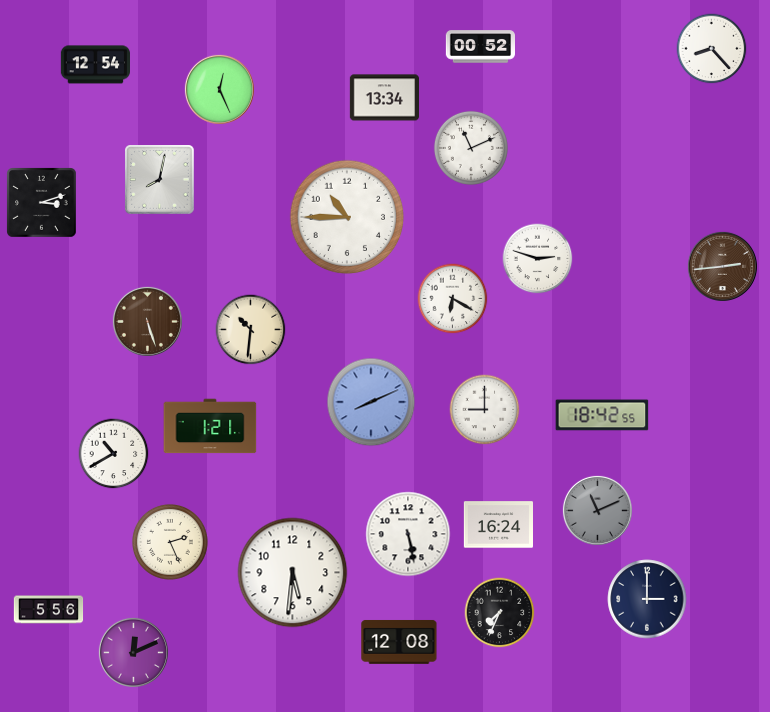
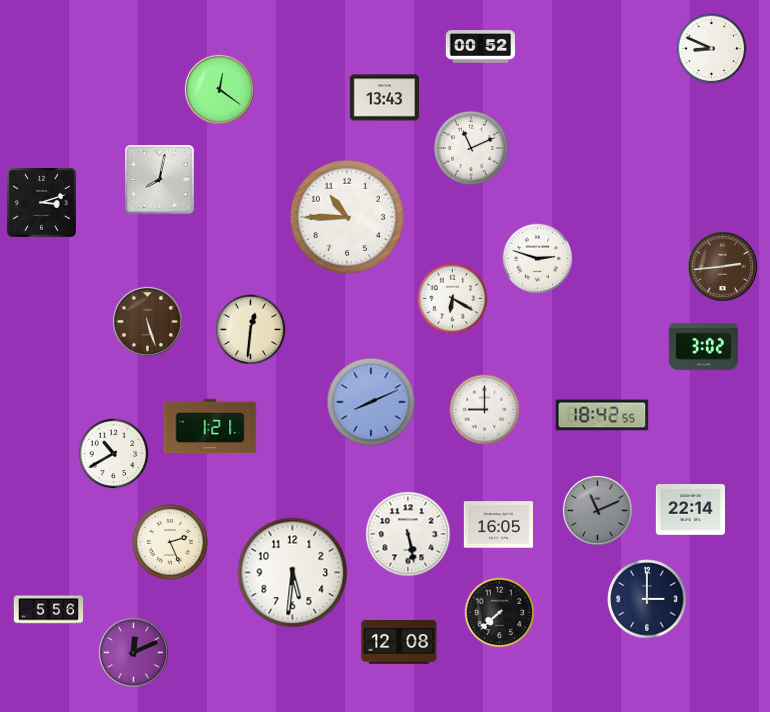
clock at (712, 49): 8:23 -> 8:49
clock at (95, 65): 12:54 -> none
clock at (219, 89): 12:26 -> 12:21
clock at (384, 98): 13:34 -> 13:43
clock at (251, 330): 10:31 -> 12:31
clock at (703, 346): none -> 3:02
clock at (690, 510): none -> 22:14
clock at (498, 525): 16:24 -> 16:05
clock at (500, 613): 7:34 -> 7:38
